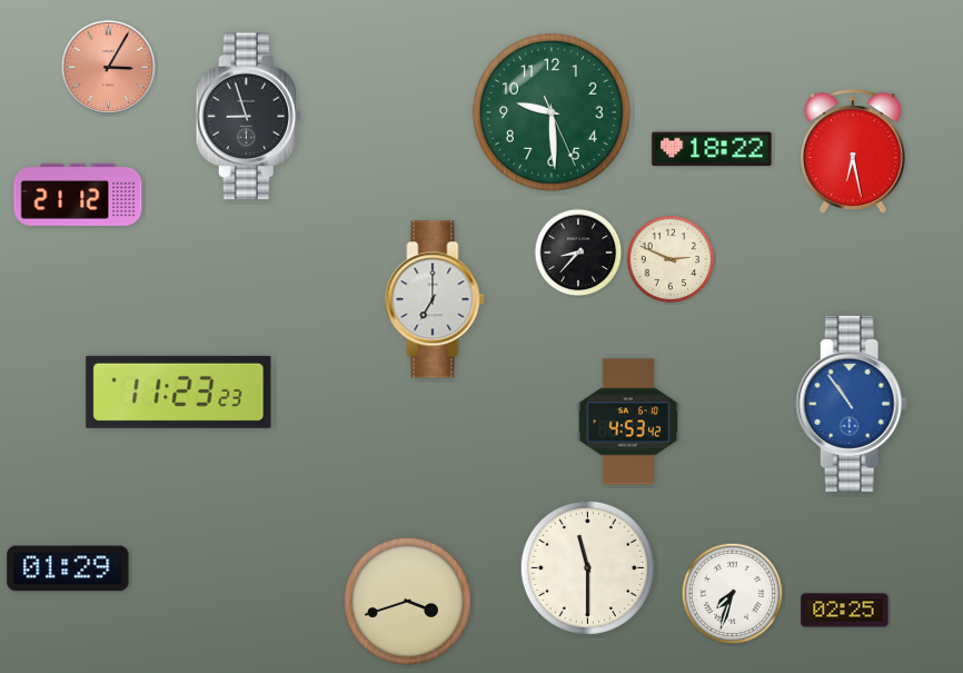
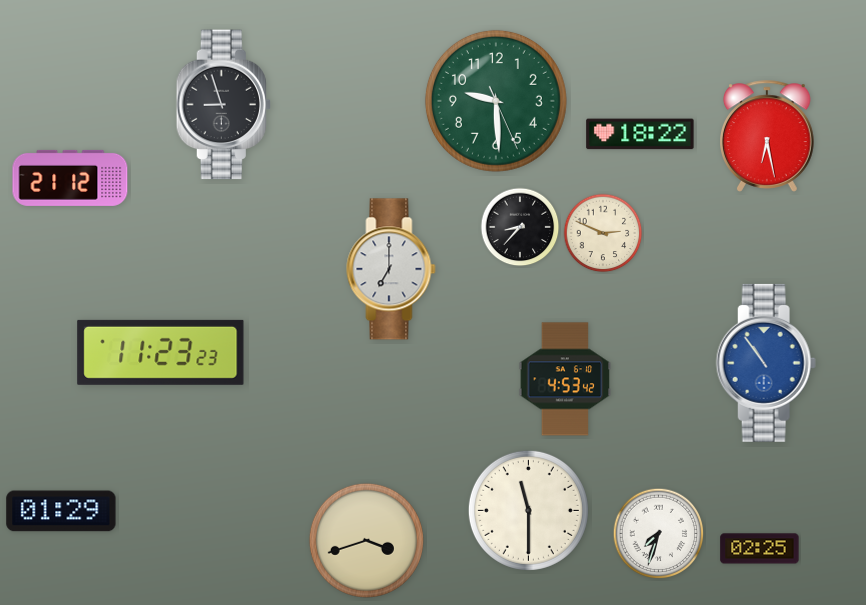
clock at (108, 67): 3:05 -> none
clock at (78, 195) position: (78, 195) -> (70, 178)
